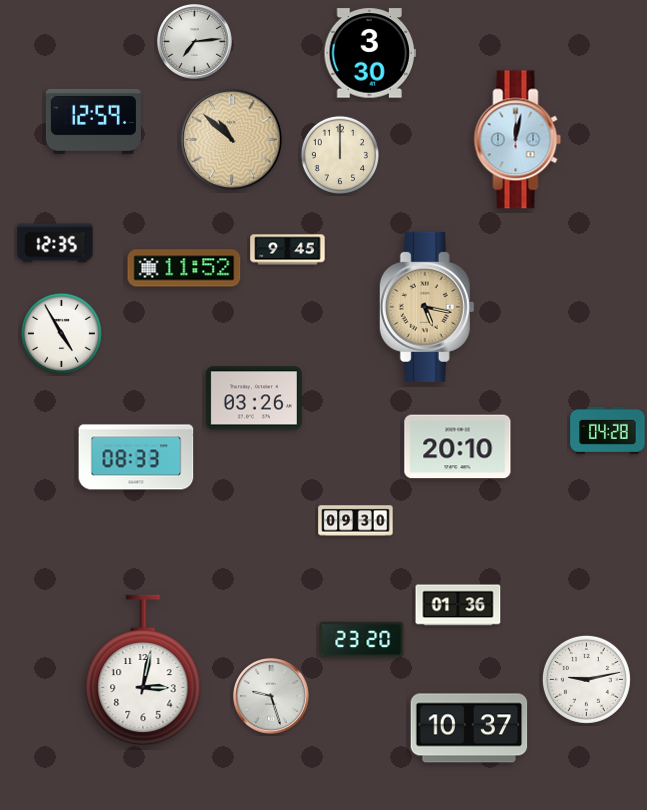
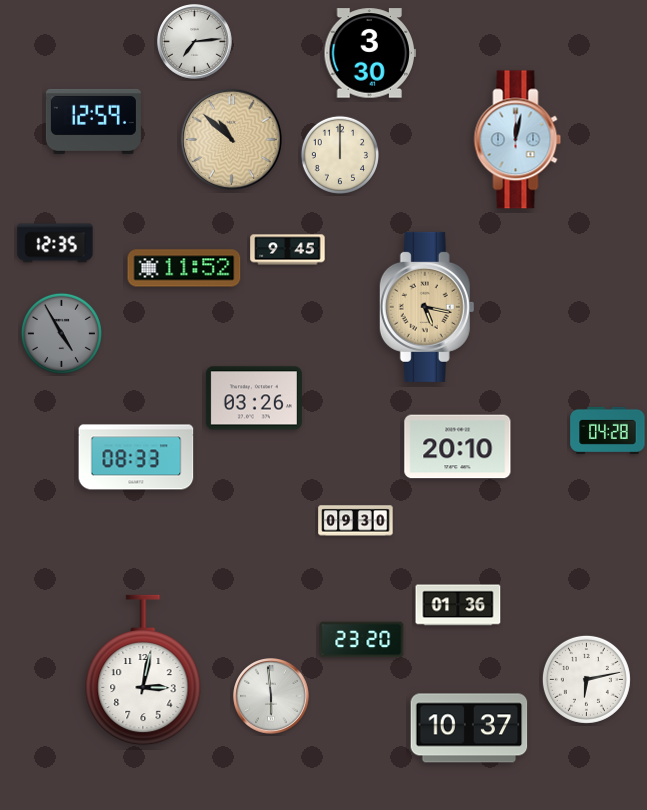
clock at (61, 333) dial: white -> grey
clock at (586, 679): 9:13 -> 6:13
clock at (272, 697): 9:27 -> 5:59
